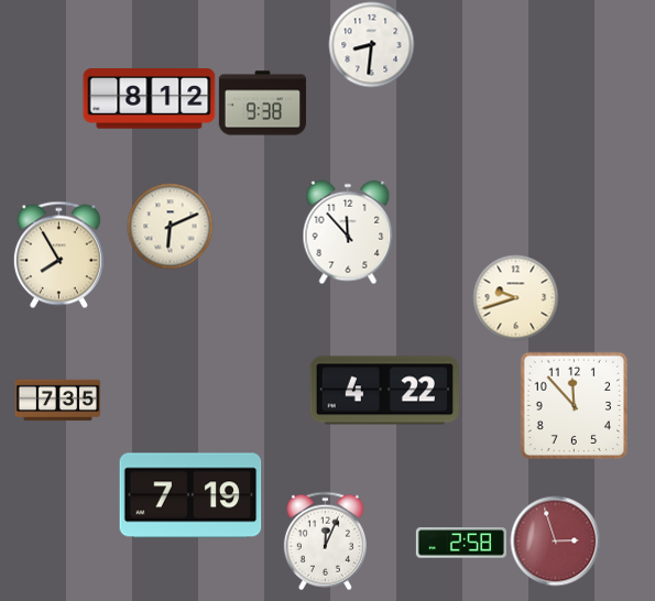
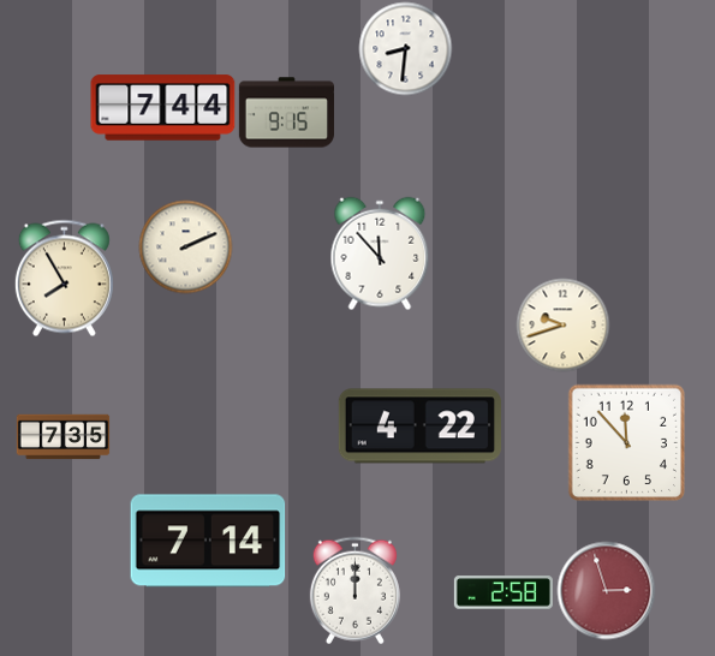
clock at (150, 99): 8:12 -> 7:44
clock at (262, 103): 9:38 -> 9:15
clock at (170, 226): 6:11 -> 2:11
clock at (190, 495): 7:19 -> 7:14
clock at (325, 540): 12:04 -> 12:00
